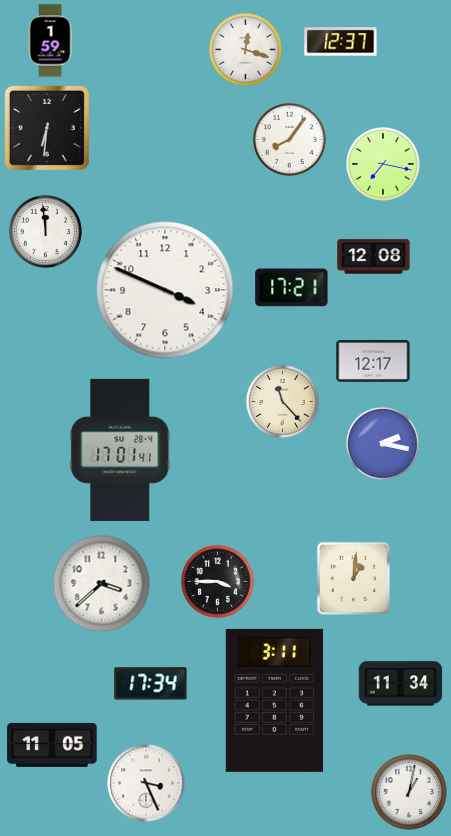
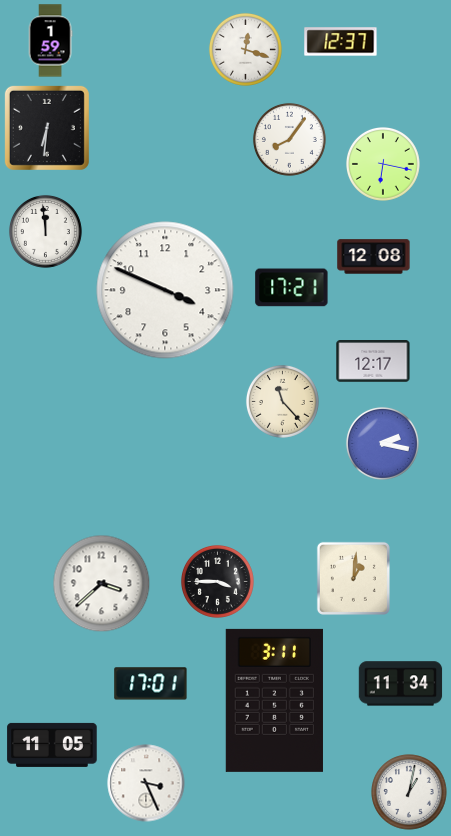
clock at (384, 165): 7:17 -> 6:17
clock at (120, 450): 17:01 -> none
clock at (151, 684): 17:34 -> 17:01
